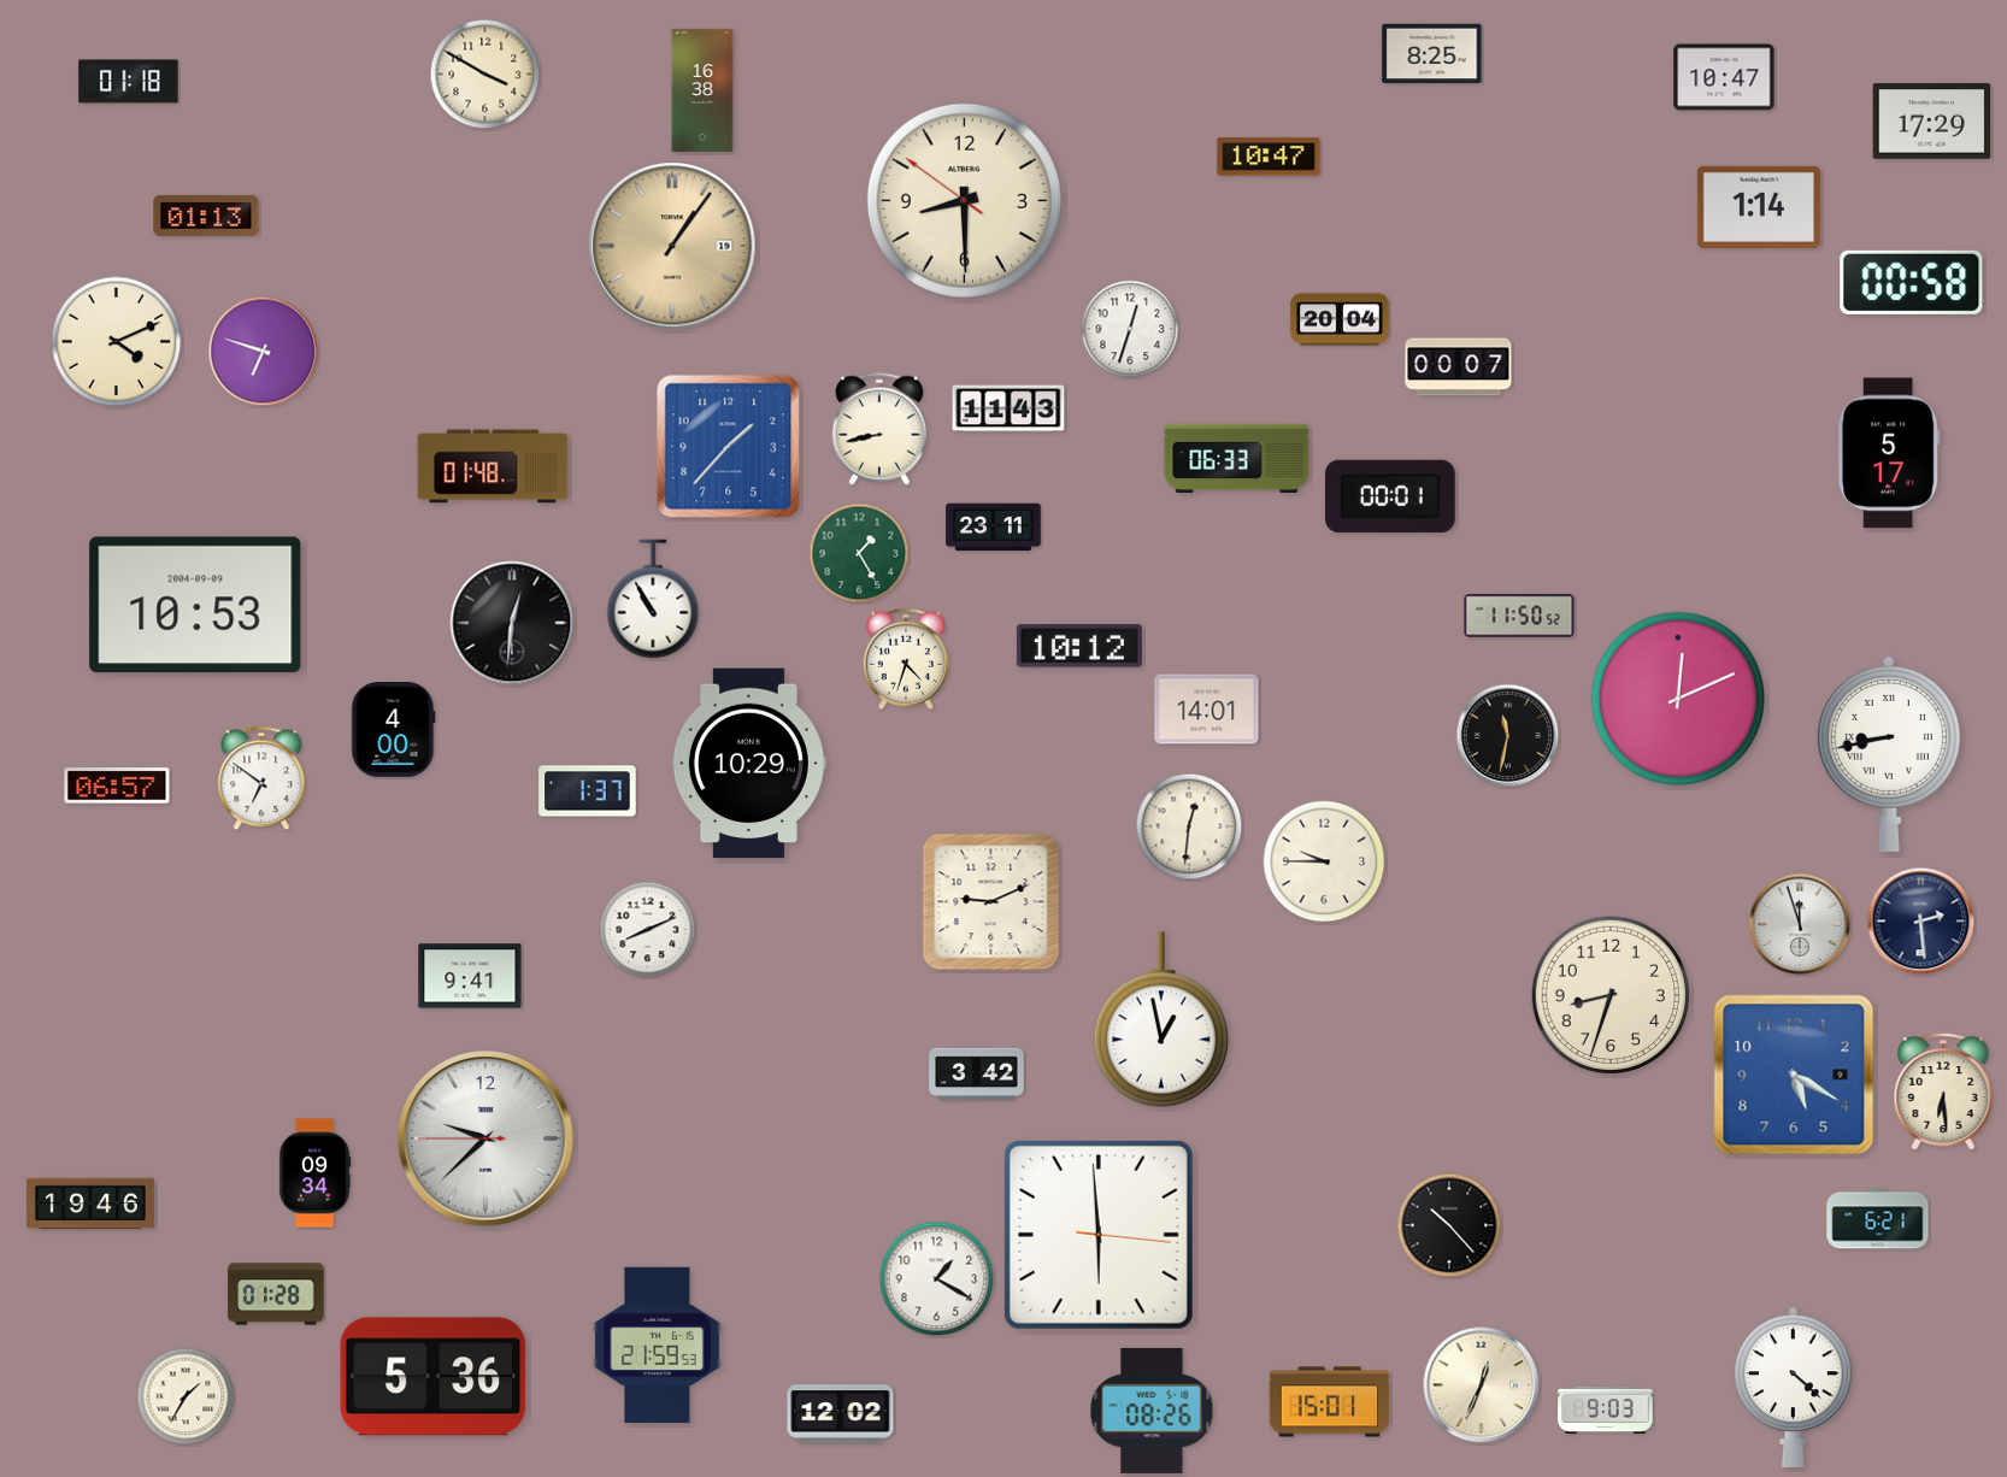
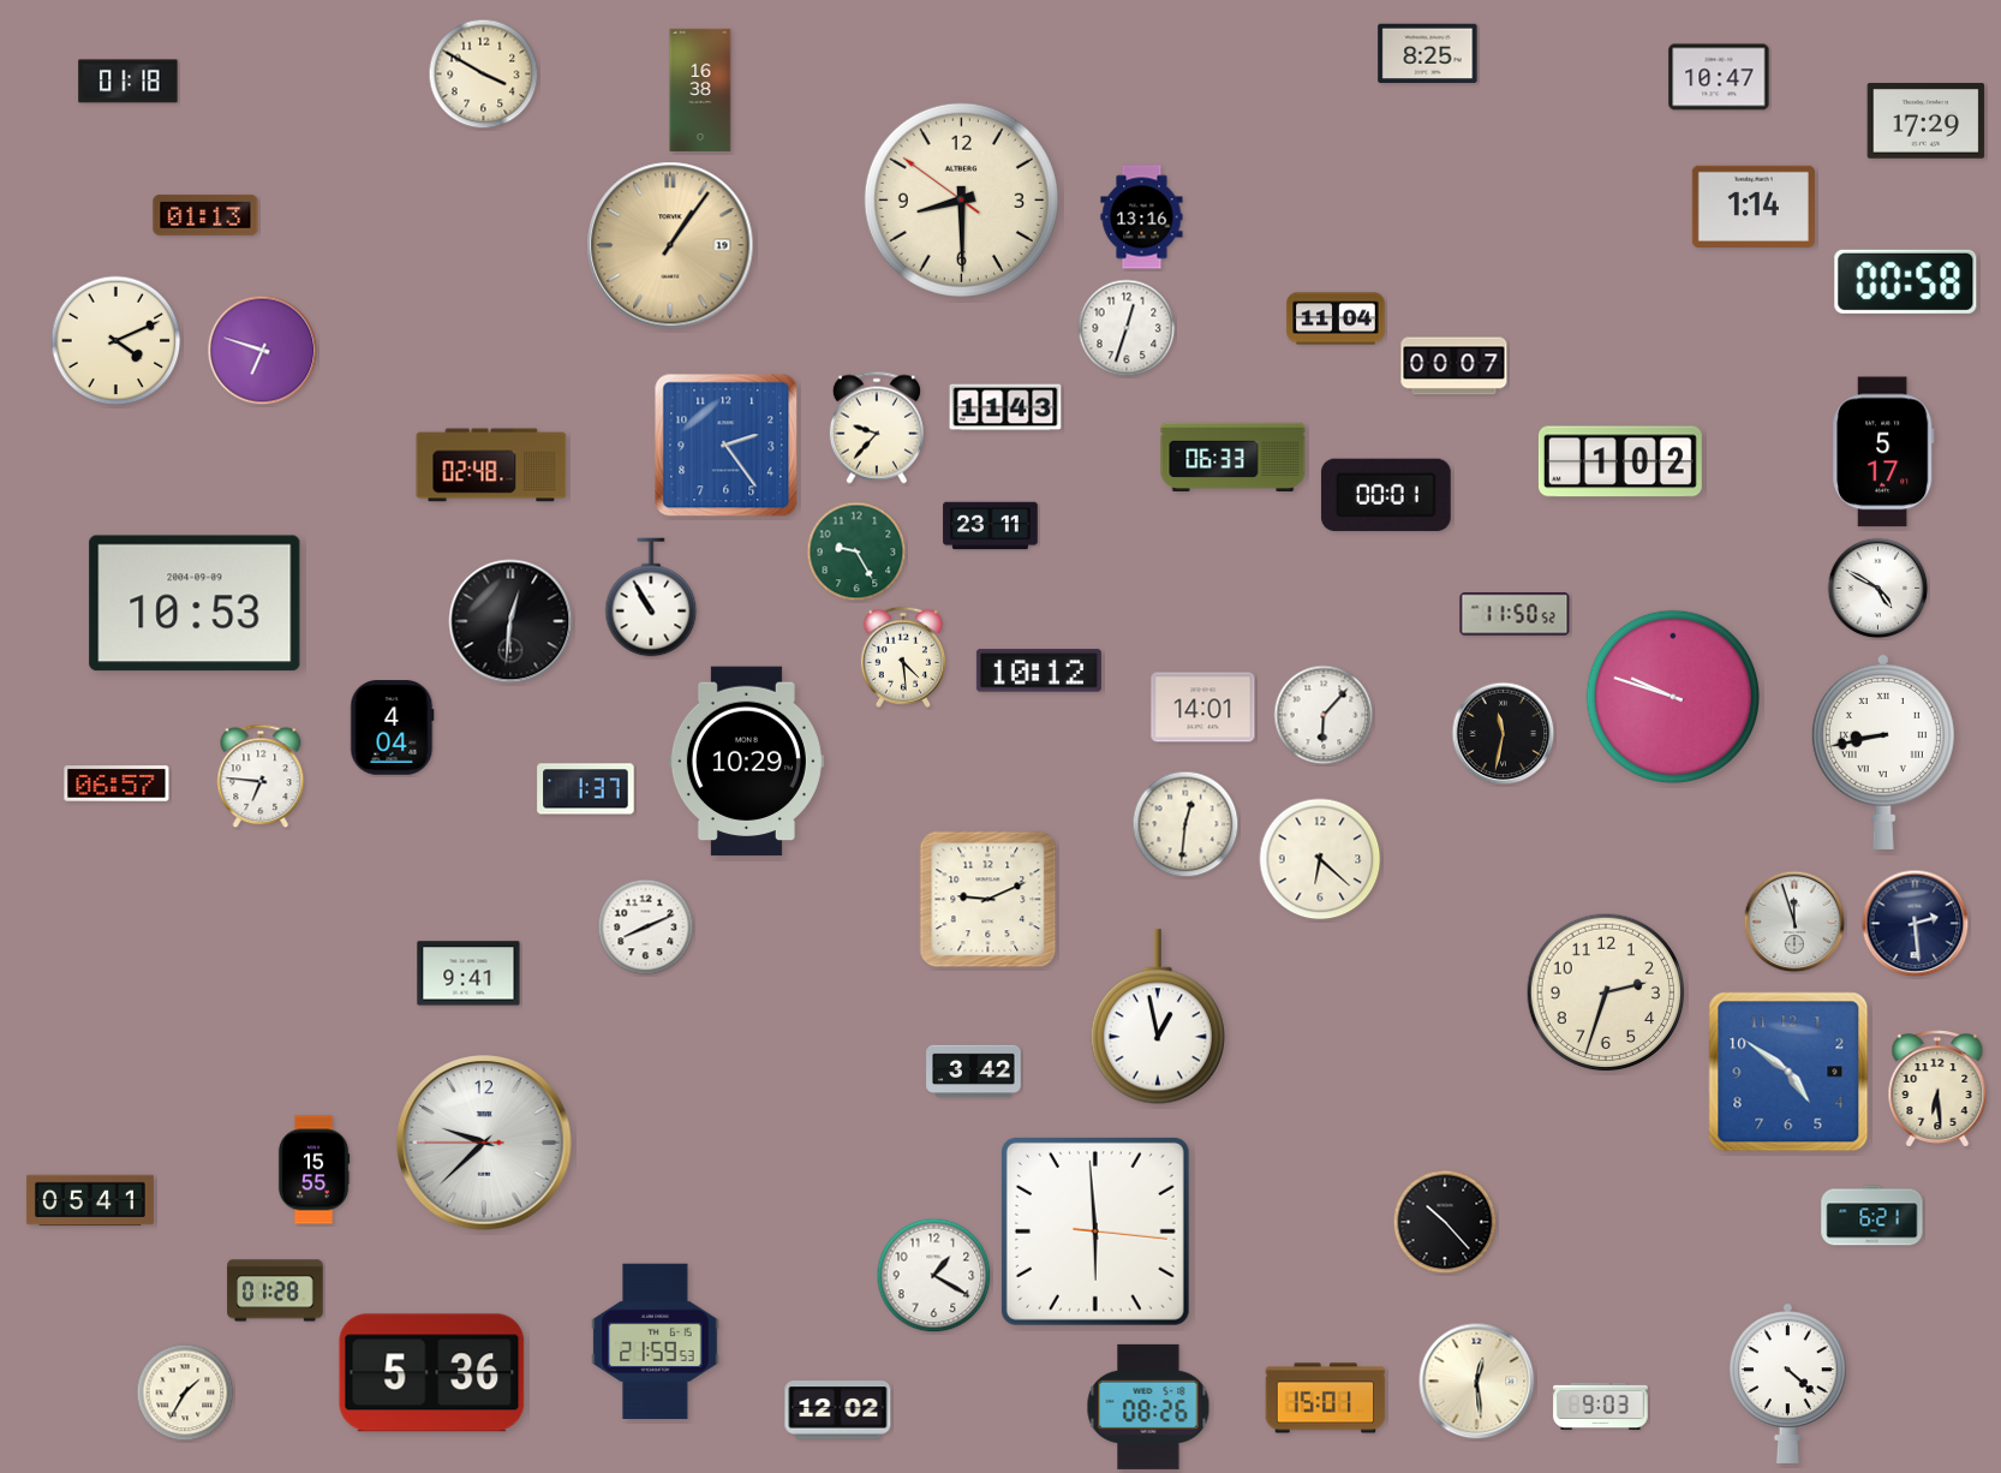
clock at (1269, 157): 10:47 -> none
clock at (1142, 217): none -> 13:16
clock at (1340, 319): 20:04 -> 11:04
clock at (879, 429): 8:43 -> 9:37
clock at (729, 447): 1:37 -> 2:24
clock at (1620, 461): none -> 1:02
clock at (493, 466): 01:48 -> 02:48
clock at (859, 553): 1:25 -> 9:25
clock at (1878, 589): none -> 4:50
clock at (1079, 646) position: (1079, 646) -> (1039, 670)
clock at (906, 659): 4:33 -> 4:29
clock at (1677, 698): 12:11 -> 9:48
clock at (1324, 715): none -> 6:07
clock at (394, 730): 4:00 -> 4:04
clock at (261, 778): 6:51 -> 6:46
clock at (1324, 861): 9:45 -> 6:22
clock at (1921, 922) position: (1921, 922) -> (1916, 924)
clock at (1611, 995): 8:33 -> 2:33
clock at (1794, 1075): 5:20 -> 4:51
clock at (485, 1138) position: (485, 1138) -> (484, 1143)
clock at (314, 1173): 09:34 -> 15:55
clock at (90, 1204): 19:46 -> 05:41
clock at (1482, 1385): 12:34 -> 12:29
